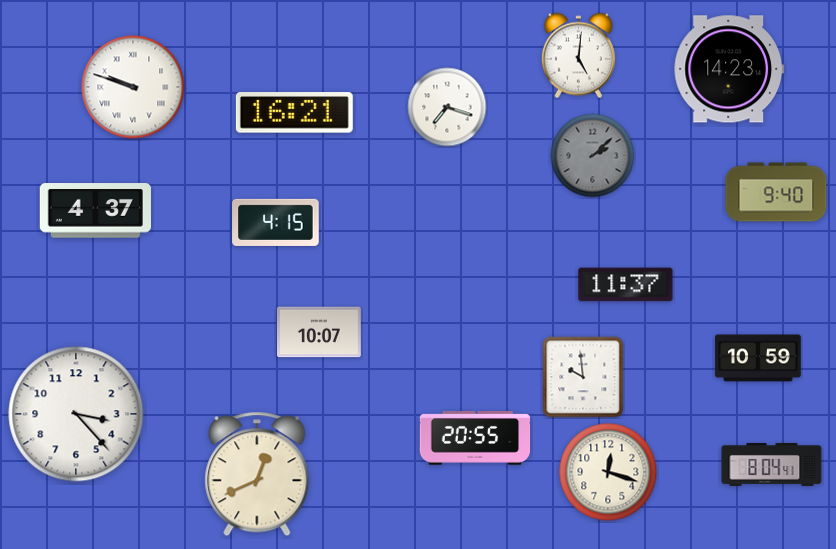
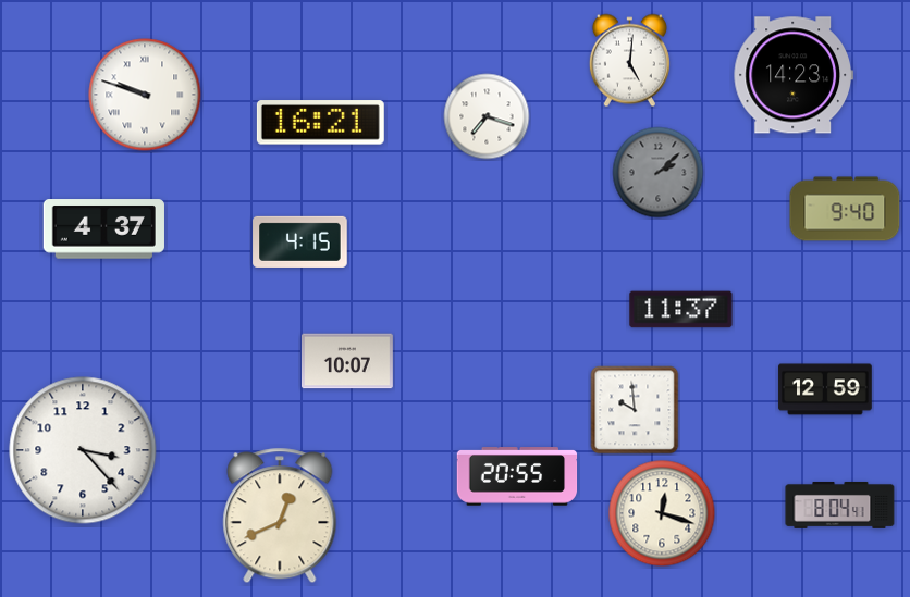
clock at (593, 156) position: (593, 156) -> (659, 173)
clock at (758, 358): 10:59 -> 12:59
